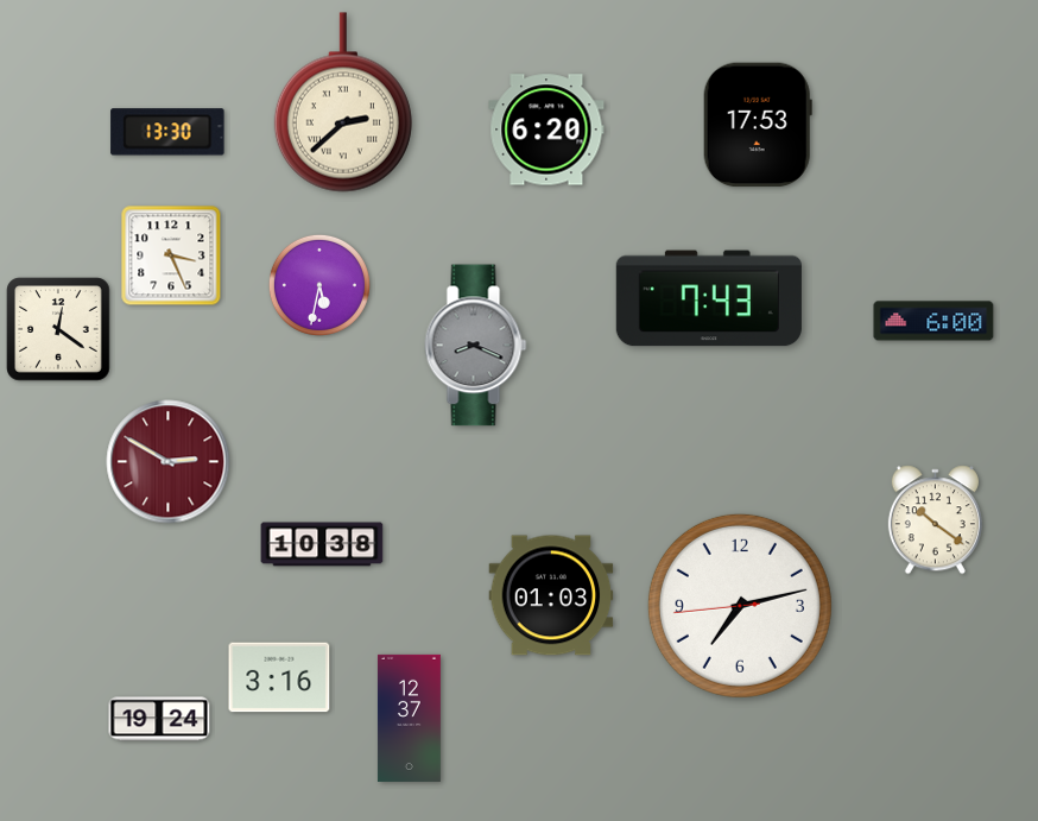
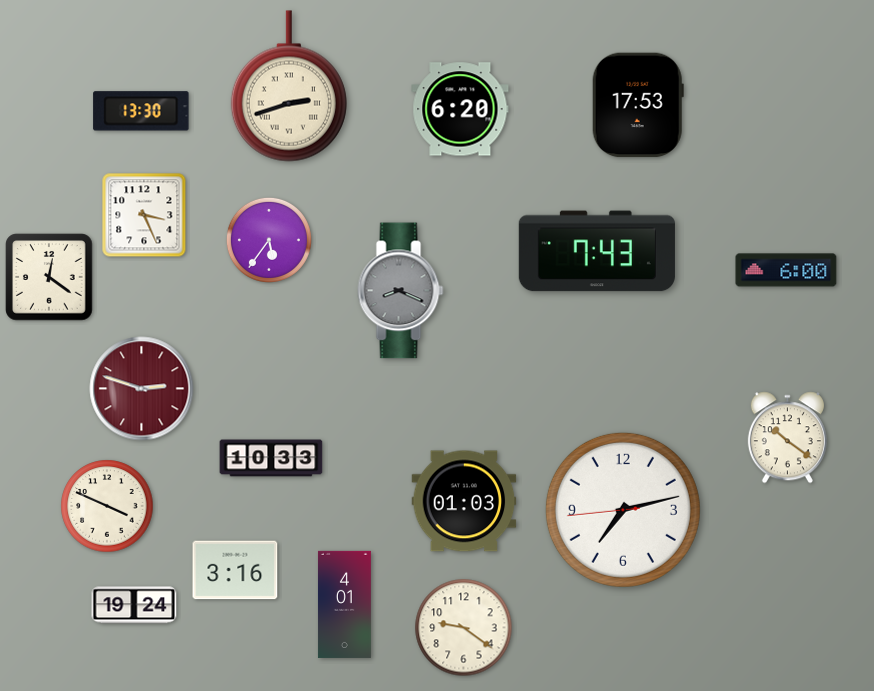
clock at (343, 102): 2:38 -> 2:42
clock at (319, 285): 5:32 -> 5:36
clock at (169, 462): 2:50 -> 2:48
clock at (322, 544): 10:38 -> 10:33
clock at (107, 506): none -> 3:49
clock at (409, 718): 12:37 -> 4:01
clock at (464, 628): none -> 9:21
